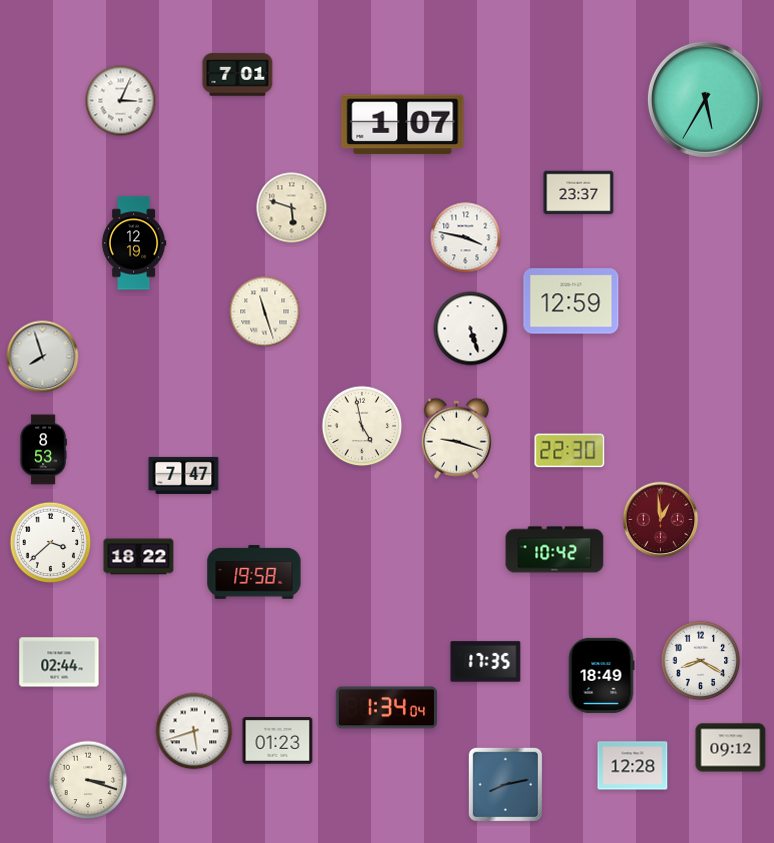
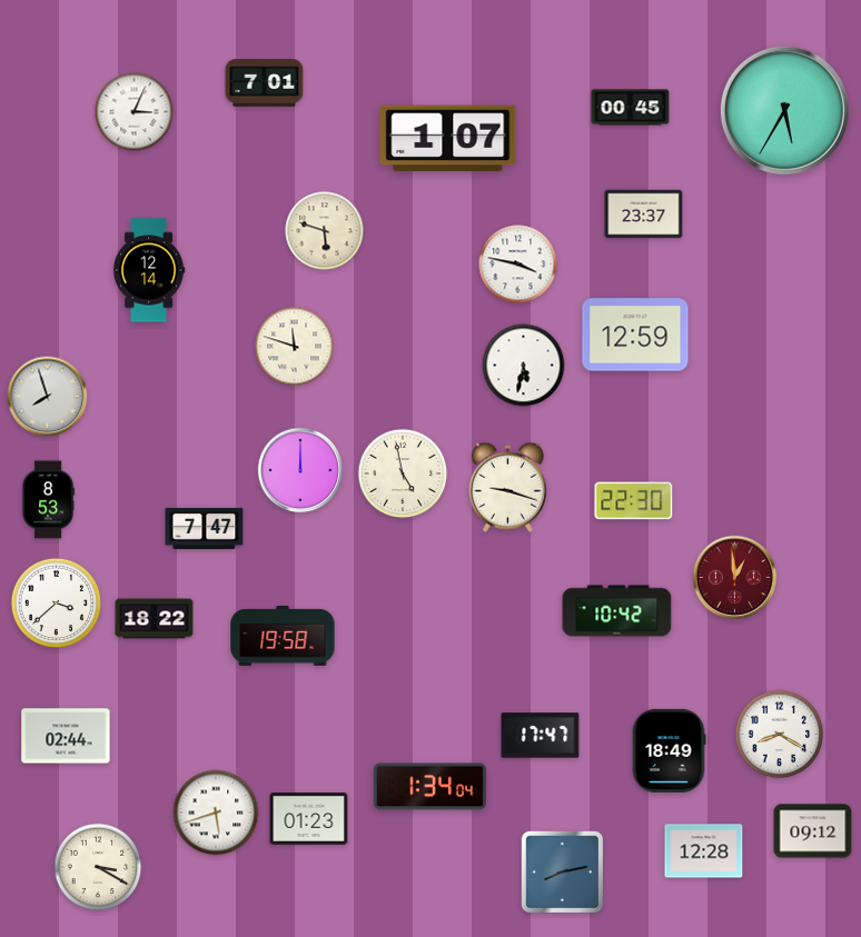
clock at (631, 108): none -> 00:45
clock at (134, 243): 12:19 -> 12:14
clock at (265, 312): 11:27 -> 11:48
clock at (471, 329): 5:27 -> 5:32
clock at (300, 470): none -> 12:00
clock at (486, 662): 17:35 -> 17:47
clock at (278, 741) position: (278, 741) -> (309, 819)
clock at (88, 780): 3:18 -> 3:20
